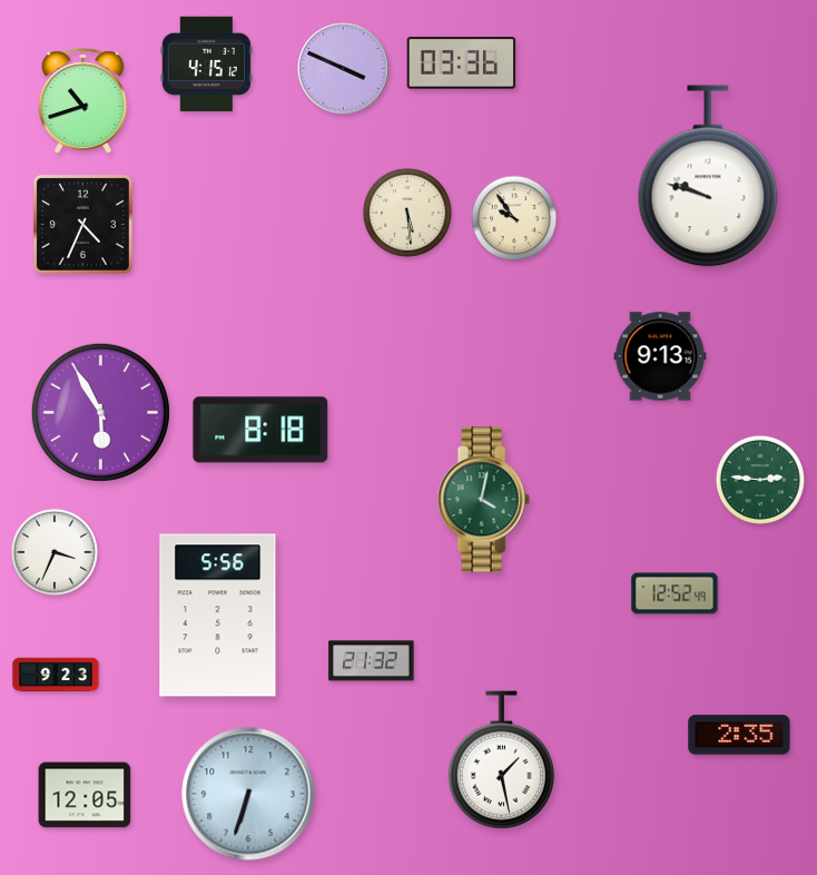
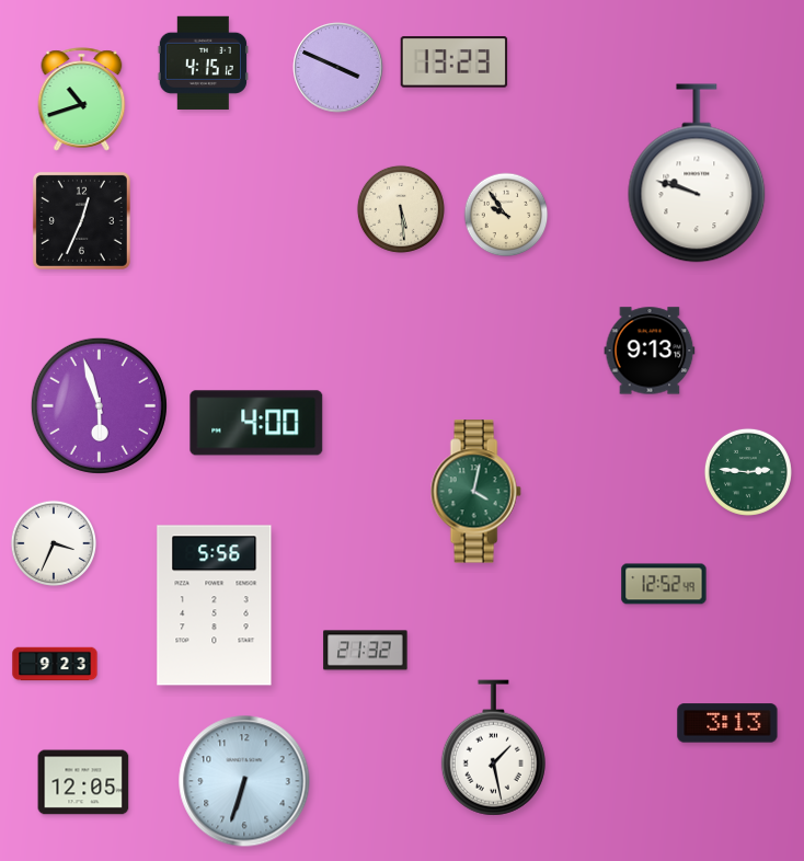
clock at (462, 63): 03:36 -> 13:23
clock at (82, 224): 4:34 -> 12:34
clock at (100, 412): 5:55 -> 5:57
clock at (260, 430): 8:18 -> 4:00
clock at (739, 735): 2:35 -> 3:13
